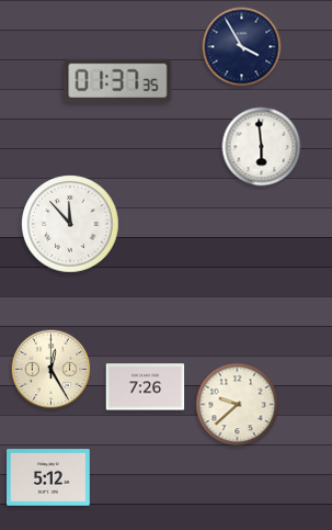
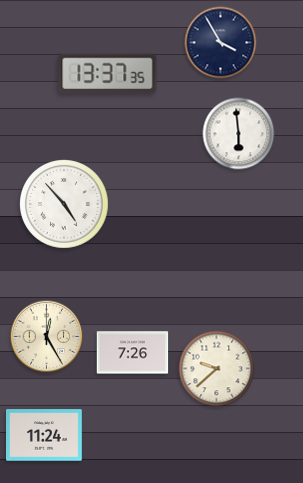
clock at (118, 81): 01:37 -> 13:37
clock at (71, 225): 11:53 -> 4:53
clock at (49, 477): 5:12 -> 11:24
